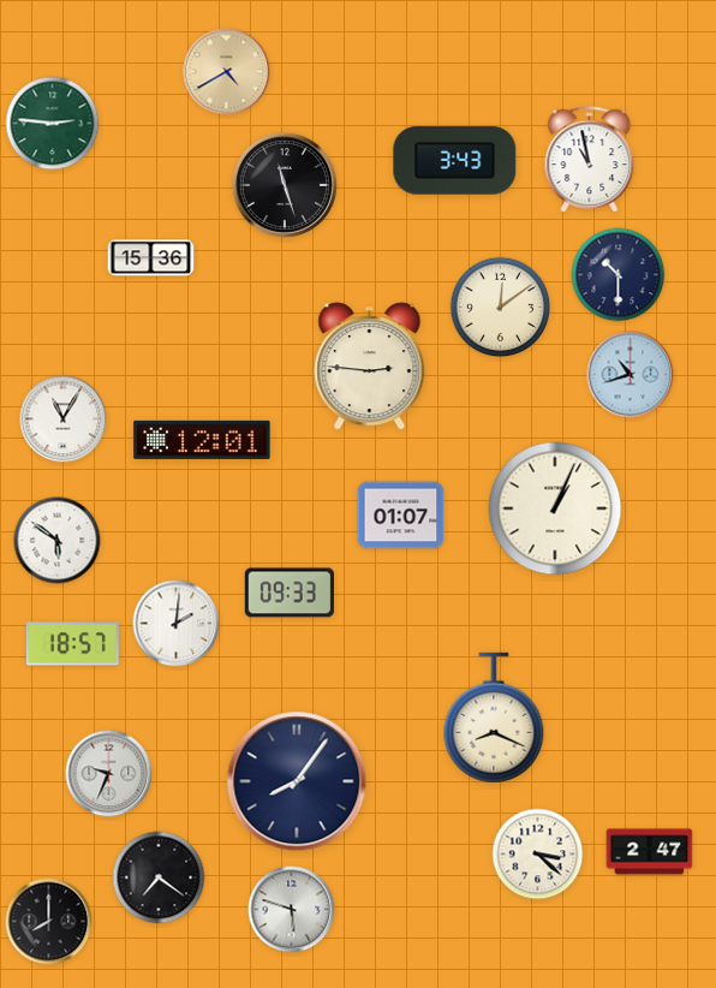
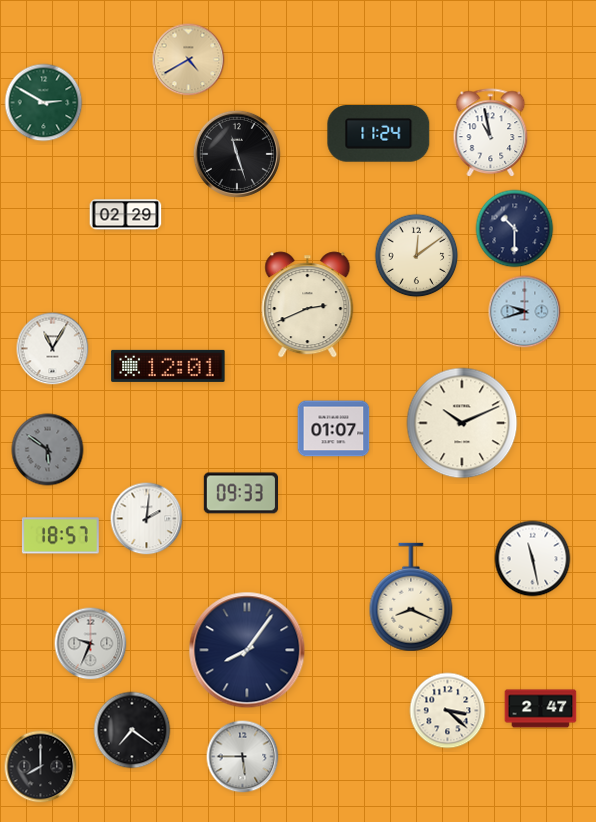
clock at (53, 124): 2:46 -> 2:50
clock at (455, 161): 3:43 -> 11:24
clock at (151, 258): 15:36 -> 02:29
clock at (370, 367): 2:46 -> 2:41
clock at (631, 375): 10:42 -> 9:42
clock at (555, 508): 1:04 -> 10:11
clock at (58, 541) dial: white -> grey
clock at (533, 559): none -> 11:28
clock at (292, 910): 5:48 -> 5:45
